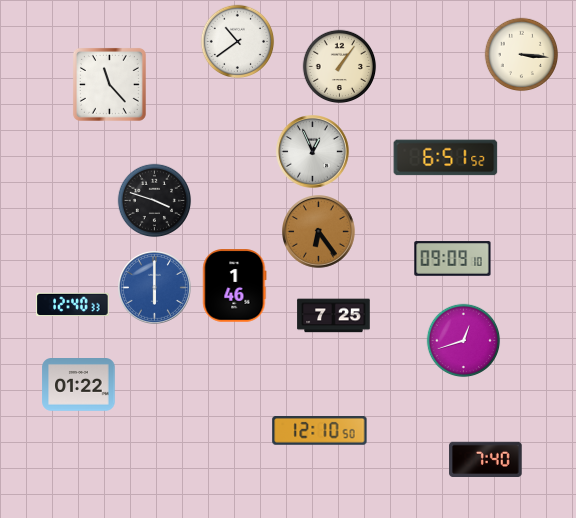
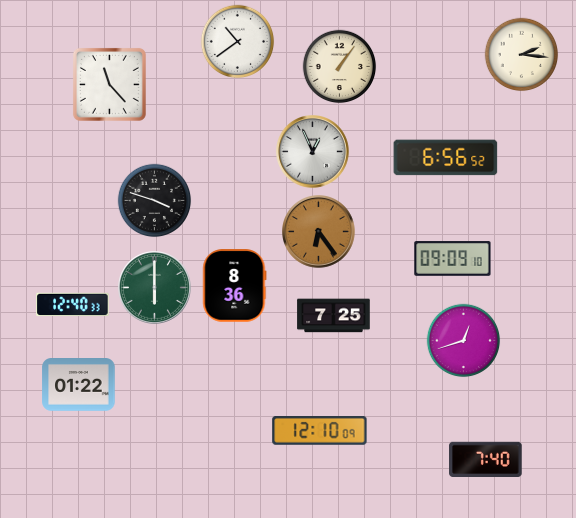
clock at (522, 55): 3:16 -> 2:16
clock at (446, 158): 6:51 -> 6:56
clock at (235, 286): 1:46 -> 8:36
clock at (155, 288) dial: blue -> green
clock at (320, 431): 12:10:50 -> 12:10:09
